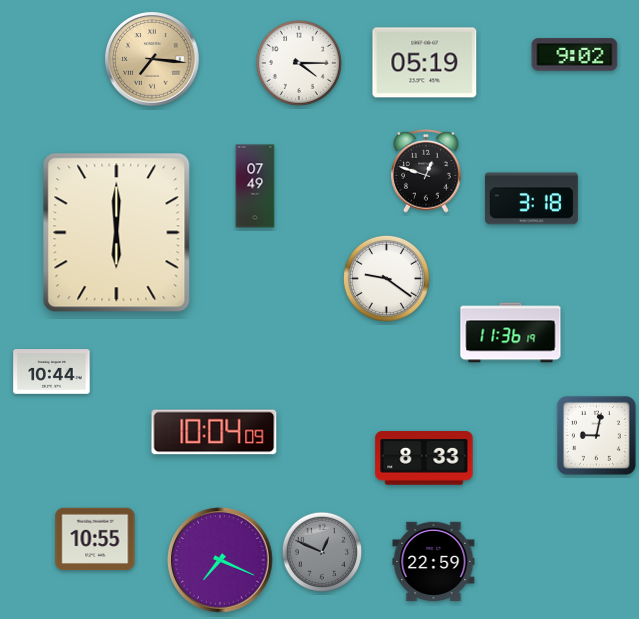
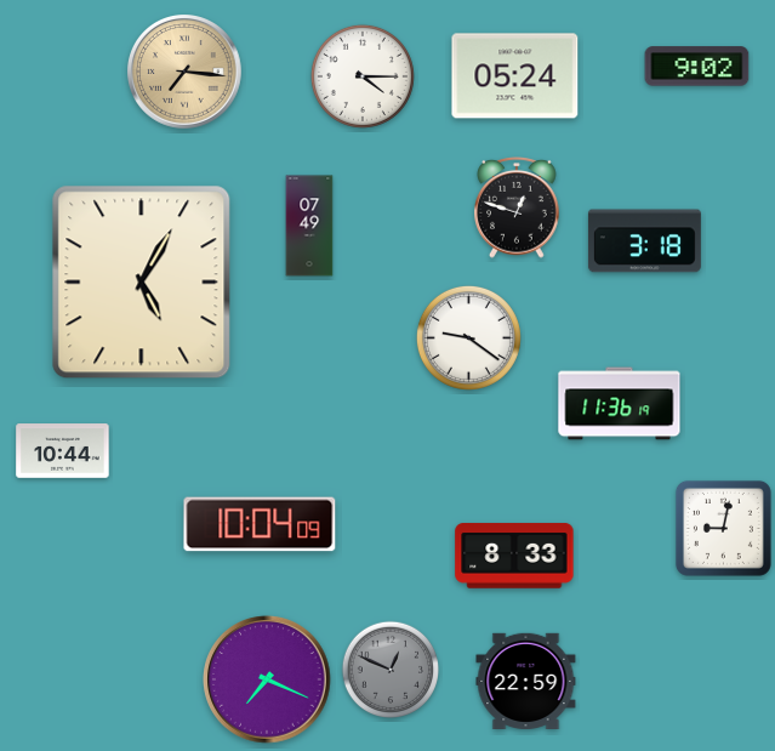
clock at (425, 63): 05:19 -> 05:24
clock at (117, 233): 6:00 -> 5:05
clock at (95, 539): 10:55 -> none
